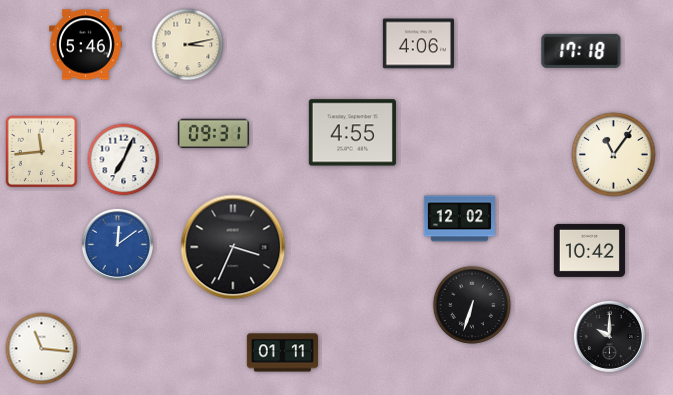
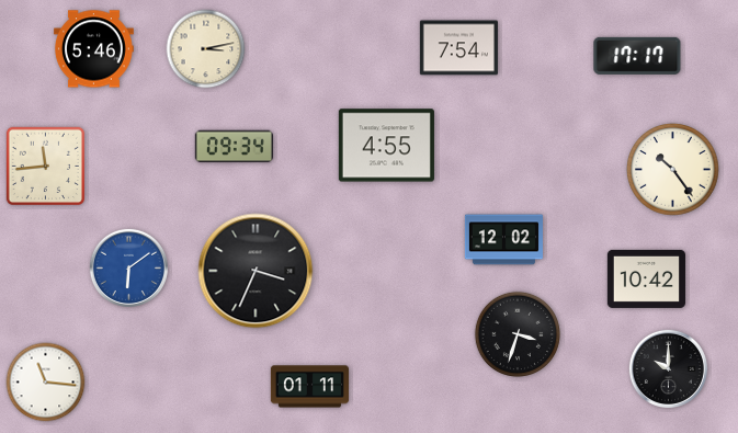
clock at (418, 44): 4:06 -> 7:54
clock at (581, 51): 17:18 -> 17:17
clock at (213, 134): 09:31 -> 09:34
clock at (614, 155): 11:06 -> 10:24
clock at (124, 160): 7:04 -> none
clock at (117, 244): 12:09 -> 6:09
clock at (589, 250) position: (589, 250) -> (646, 278)
clock at (472, 305): 6:33 -> 3:33
